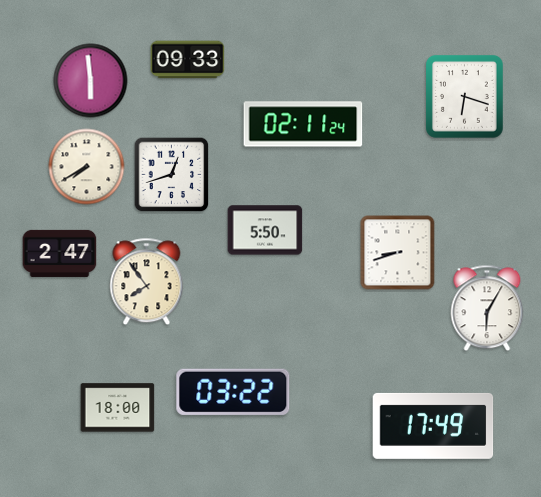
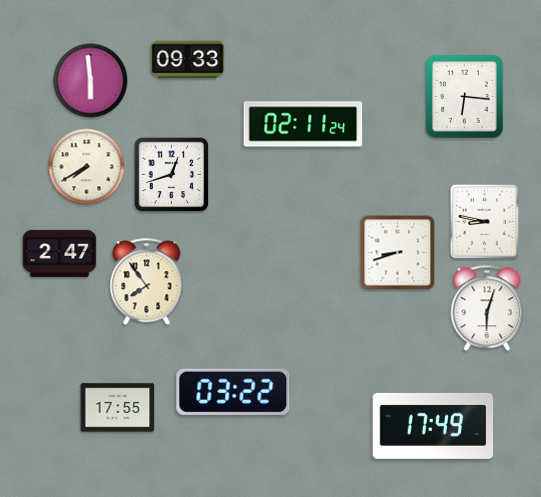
clock at (464, 97): 6:18 -> 6:16
clock at (485, 222): none -> 8:47
clock at (265, 230): 5:50 -> none
clock at (487, 308): 6:05 -> 6:03
clock at (118, 408): 18:00 -> 17:55
